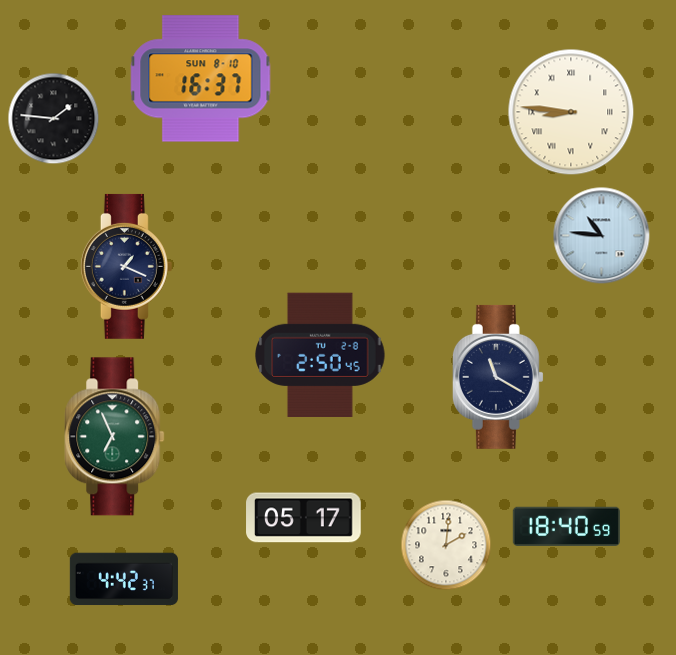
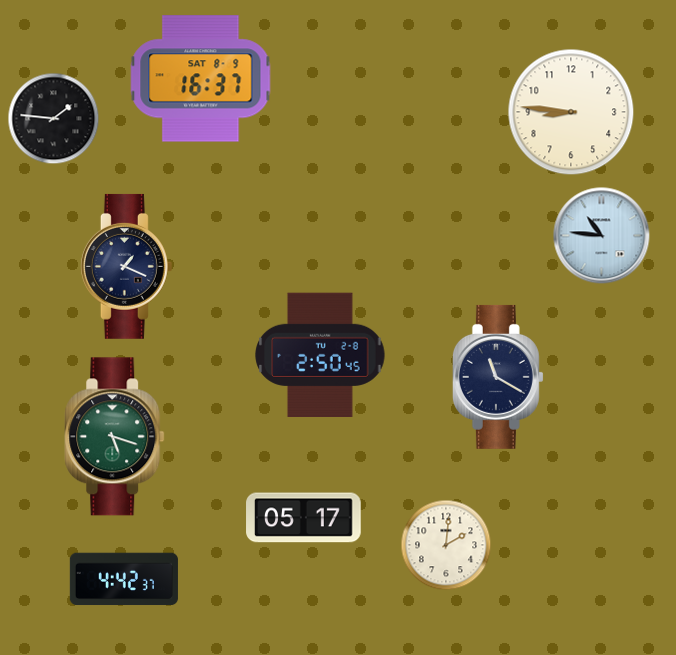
clock at (201, 79) date: SUN 8-10 -> SAT 8-9
clock at (571, 112) numerals: Roman -> Arabic
clock at (115, 437): 6:56 -> 5:18
clock at (566, 526): 18:40 -> none
